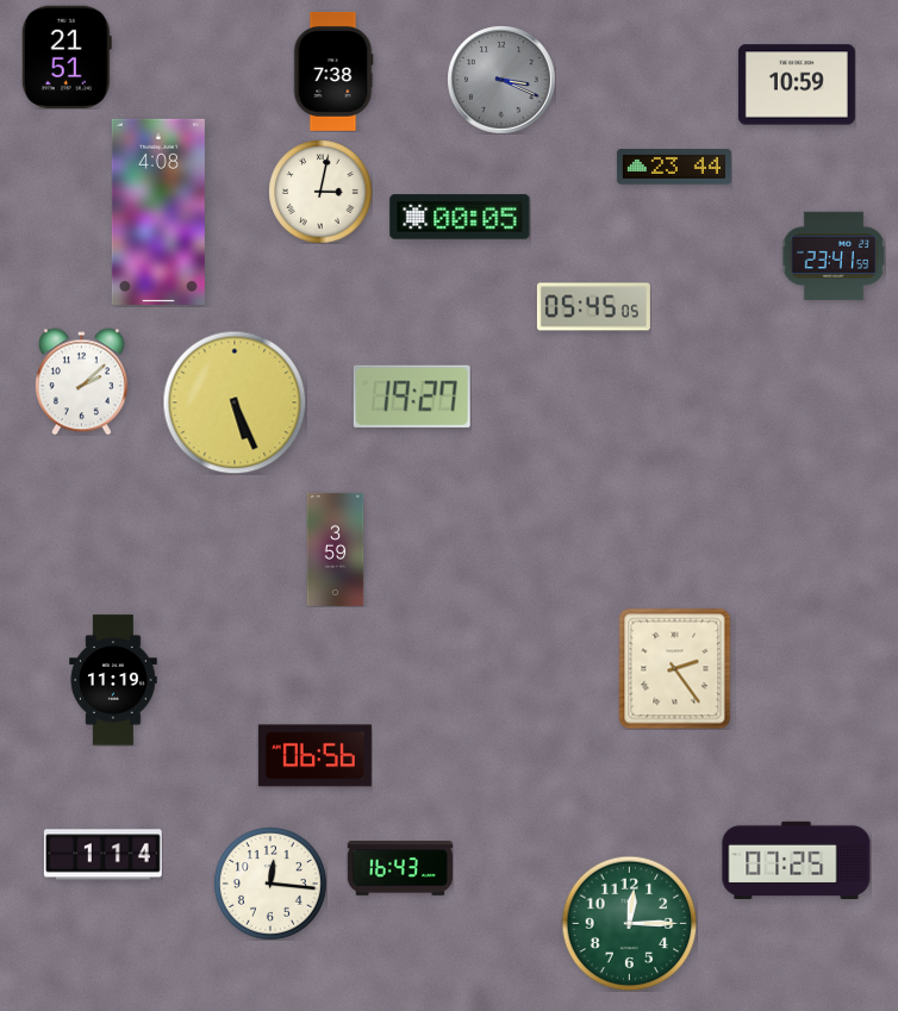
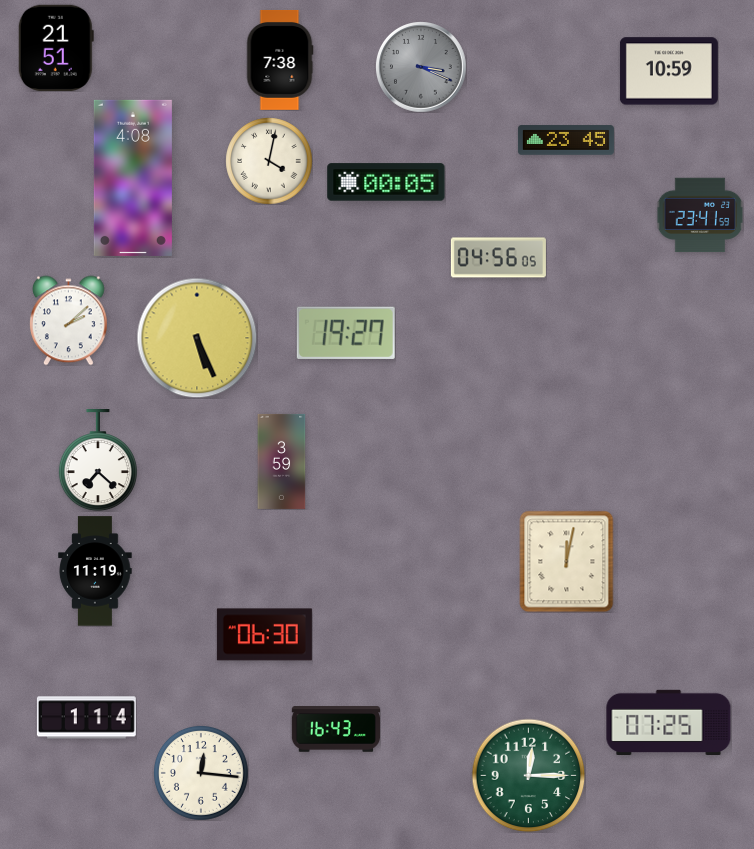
clock at (674, 167): 23:44 -> 23:45
clock at (320, 192): 3:02 -> 4:02
clock at (593, 307): 05:45 -> 04:56
clock at (98, 461): none -> 7:22
clock at (675, 668): 2:24 -> 12:02
clock at (314, 756): 06:56 -> 06:30
clock at (270, 884) position: (270, 884) -> (201, 773)
